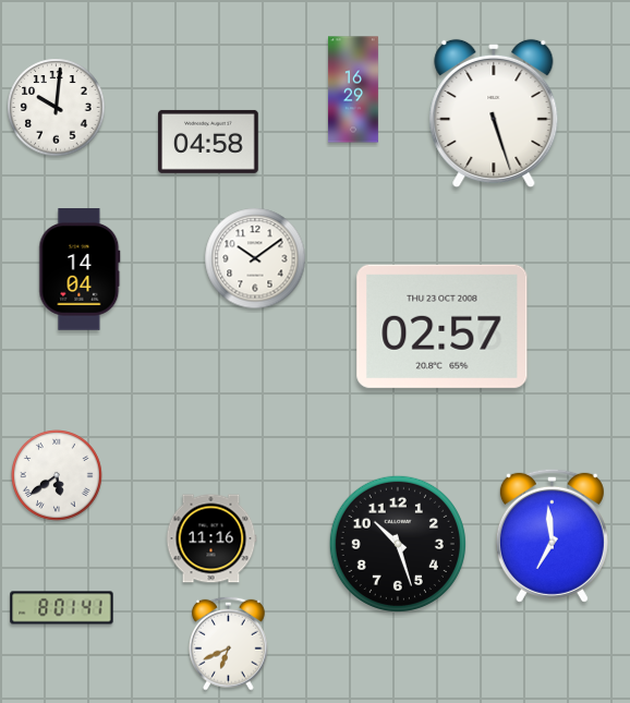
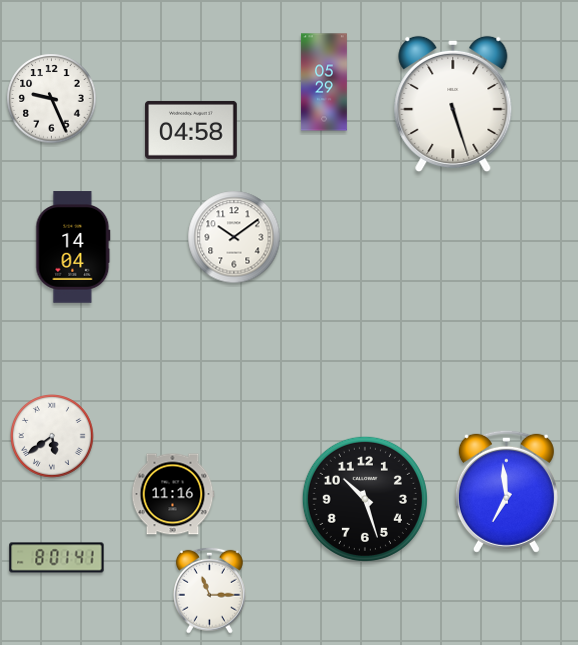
clock at (353, 89): 16:29 -> 05:29
clock at (57, 108): 10:01 -> 9:26
clock at (443, 326): 02:57 -> none
clock at (211, 538) position: (211, 538) -> (173, 494)
clock at (228, 643): 6:41 -> 11:15
